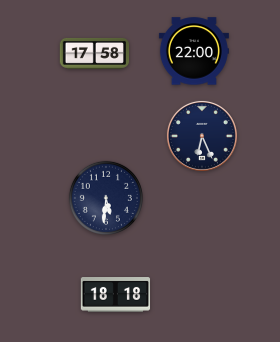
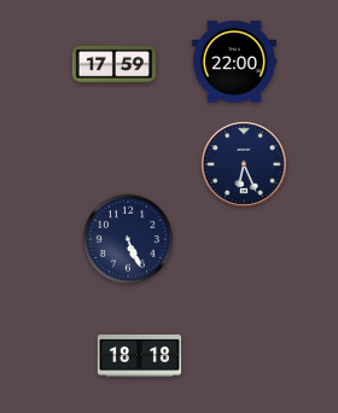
clock at (95, 53): 17:58 -> 17:59
clock at (106, 198): 5:31 -> 5:26
